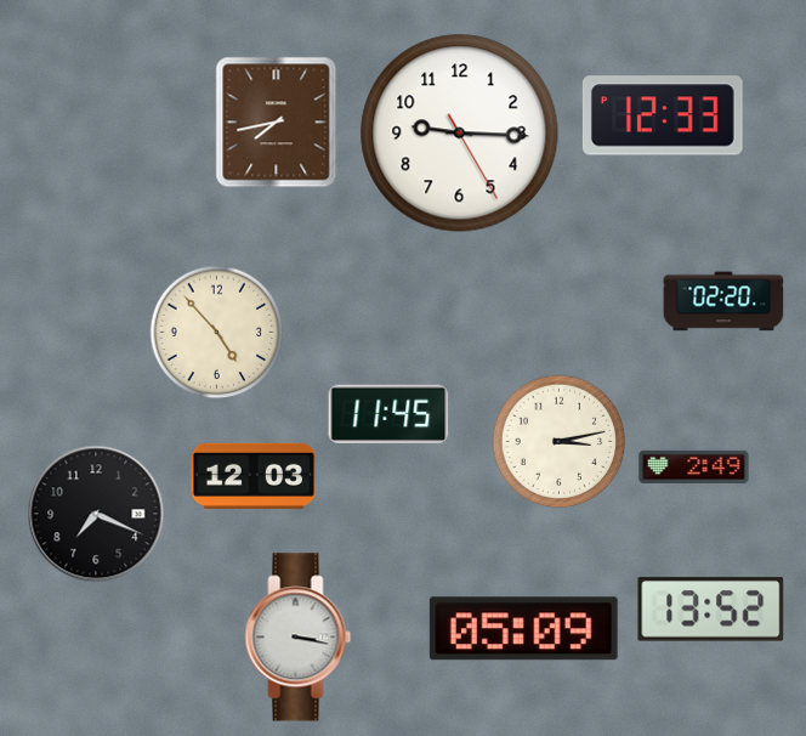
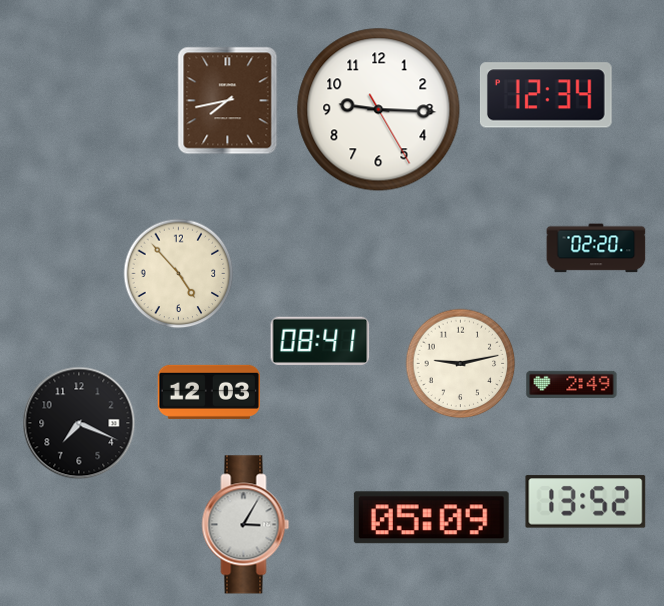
clock at (663, 115): 12:33 -> 12:34
clock at (388, 414): 11:45 -> 08:41
clock at (560, 442): 3:13 -> 9:13
clock at (299, 638): 3:17 -> 3:05
